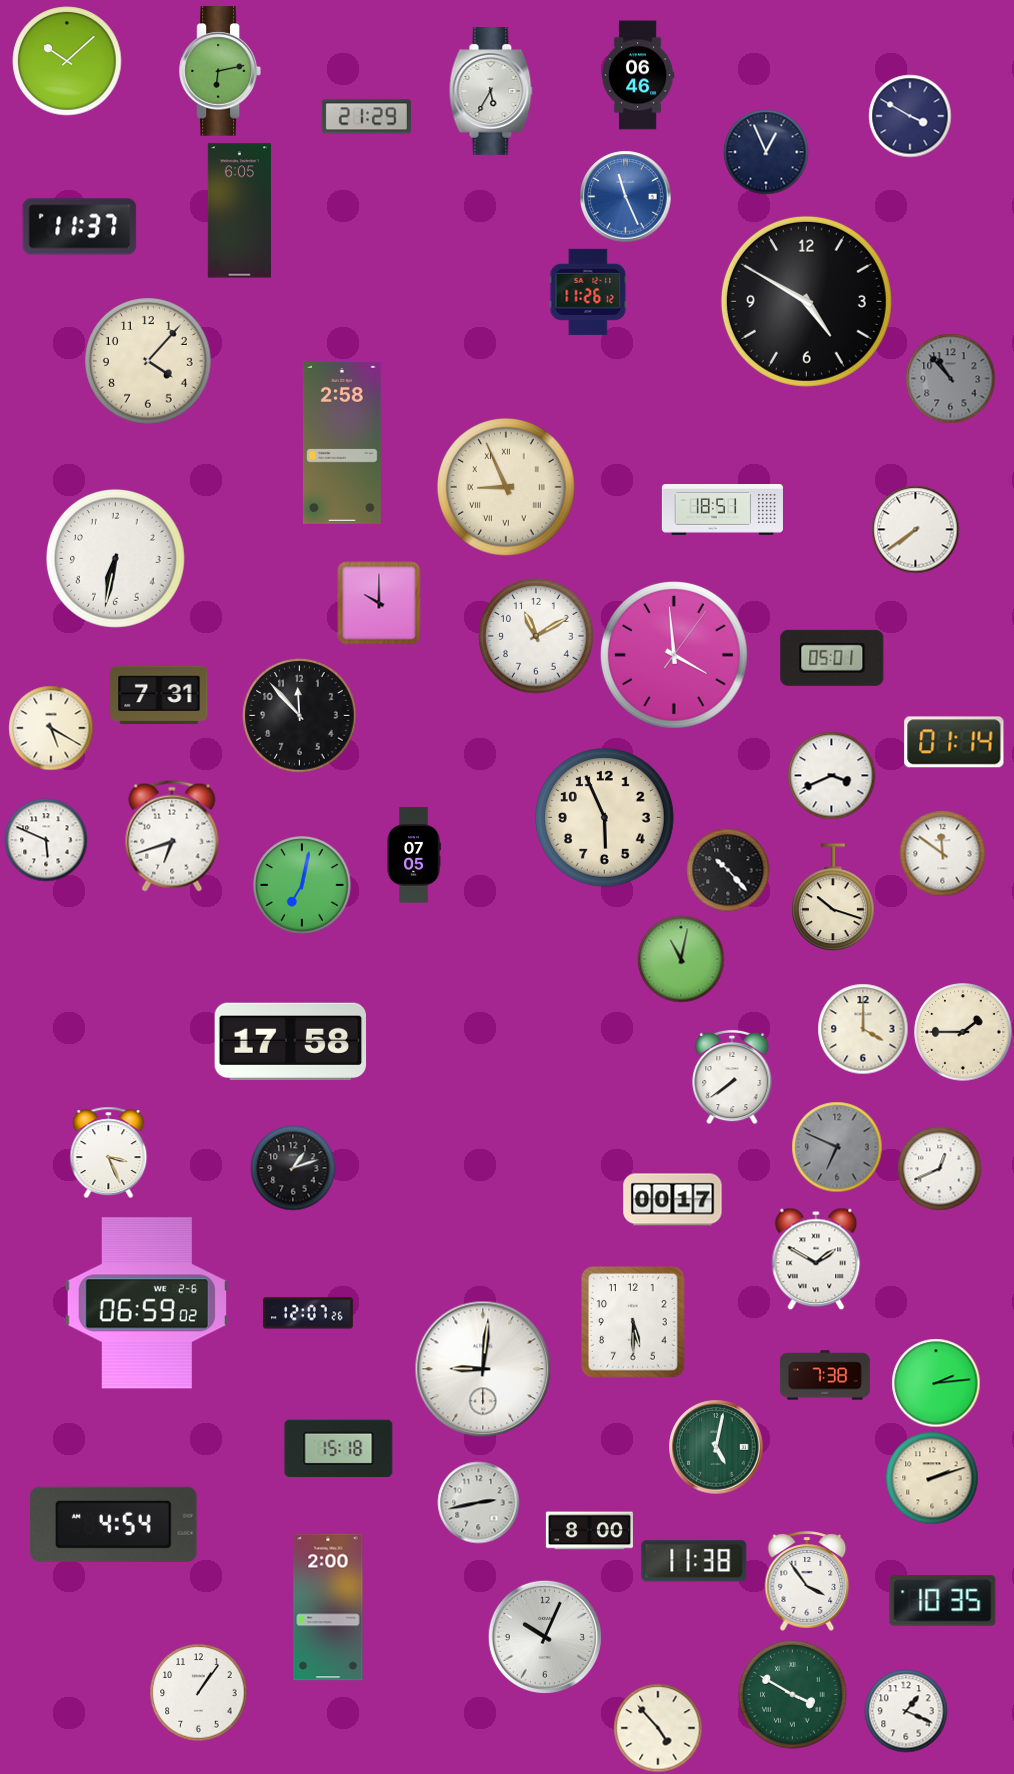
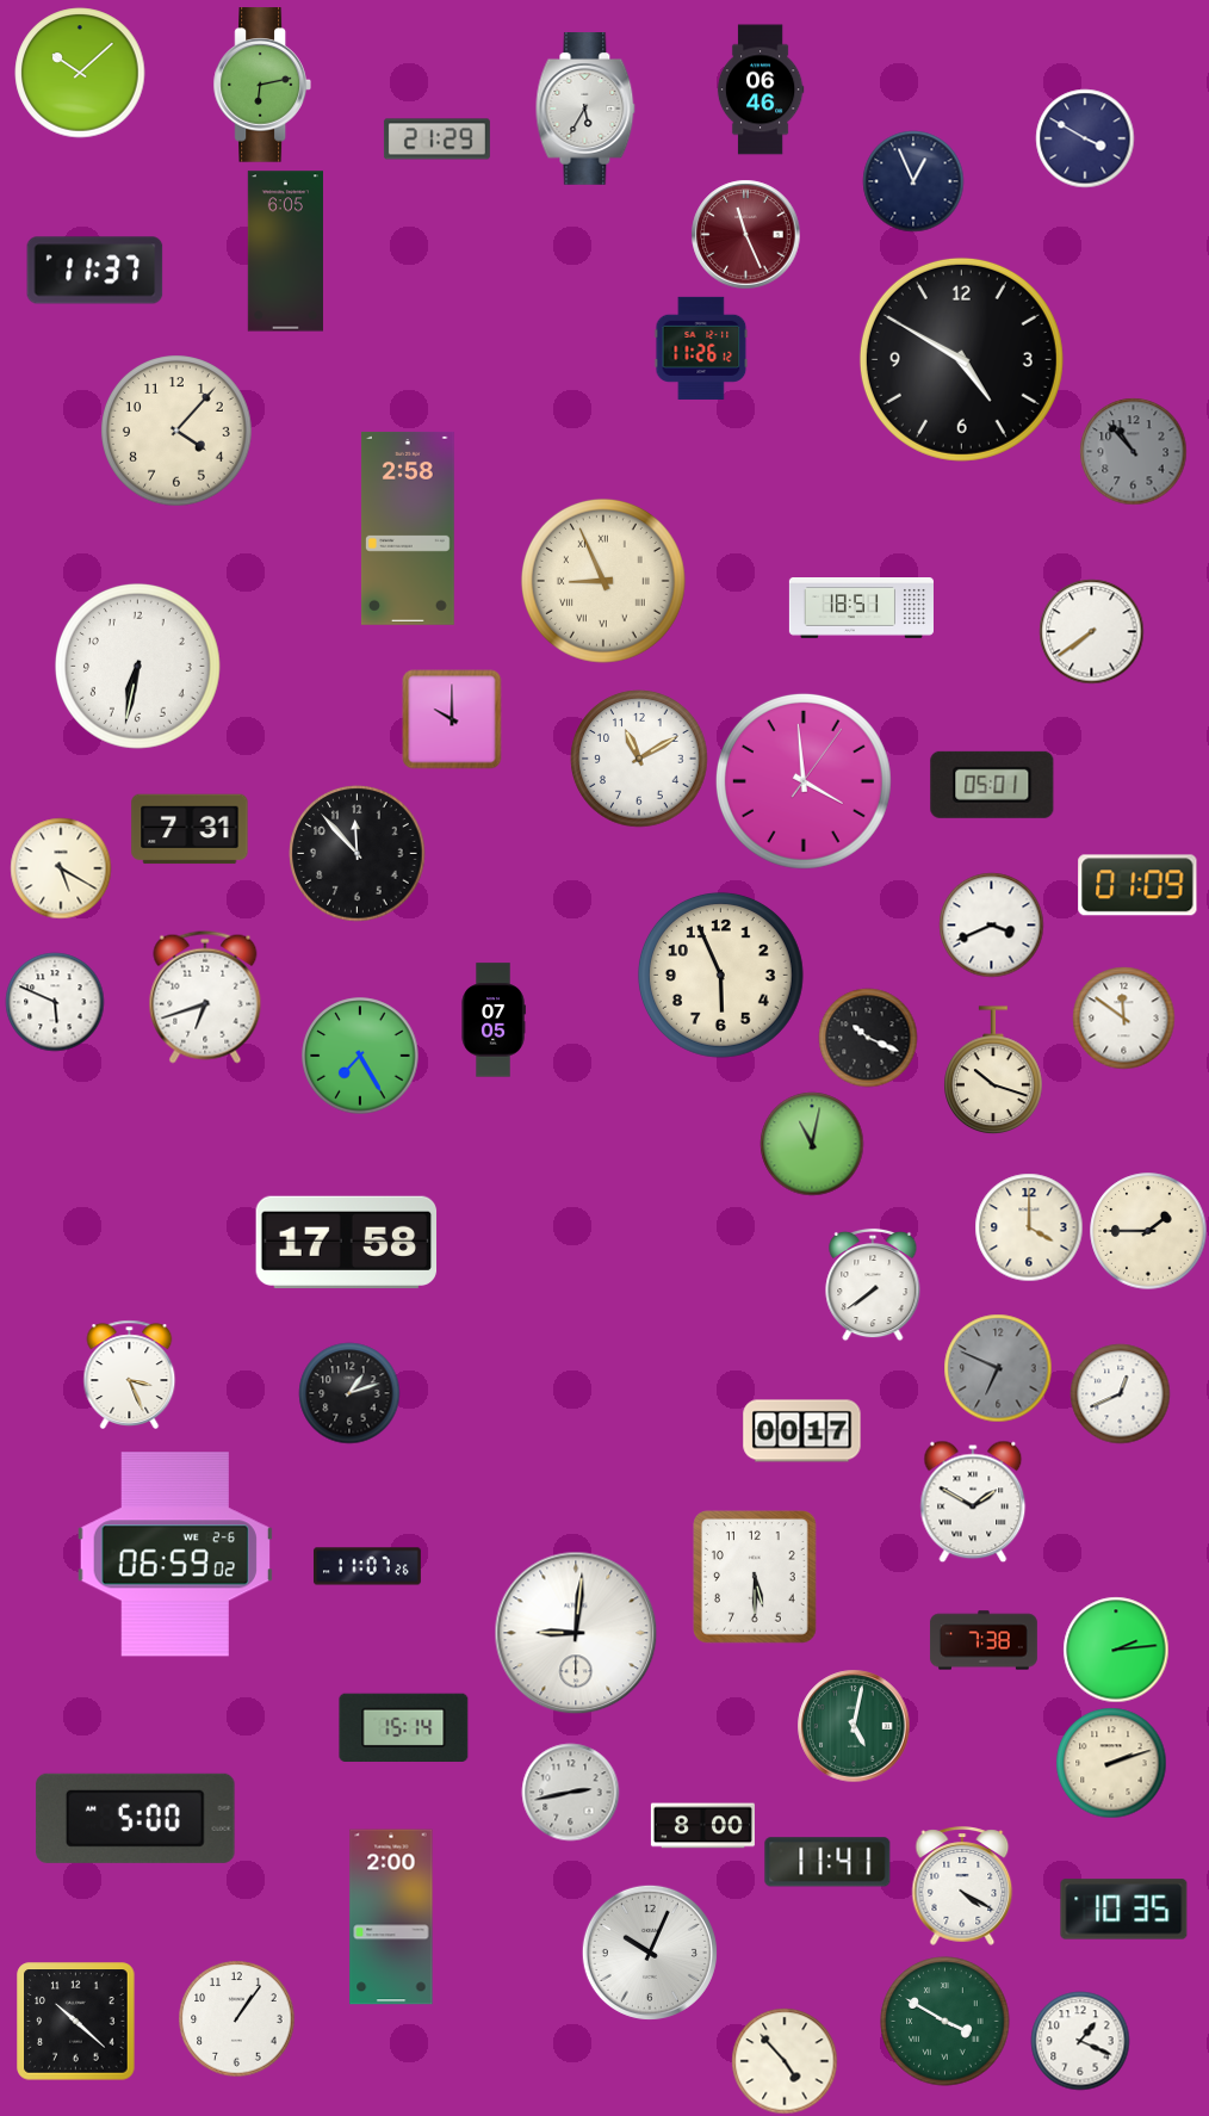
clock at (626, 197) dial: blue -> burgundy
clock at (954, 742): 01:14 -> 01:09
clock at (728, 870): 10:23 -> 10:19
clock at (302, 885): 7:02 -> 7:25
clock at (308, 1313): 12:07 -> 11:07
clock at (339, 1448): 15:18 -> 15:14
clock at (114, 1524): 4:54 -> 5:00
clock at (694, 1561): 11:38 -> 11:41
clock at (807, 1581): 3:54 -> 4:20
clock at (76, 2022): none -> 10:22
